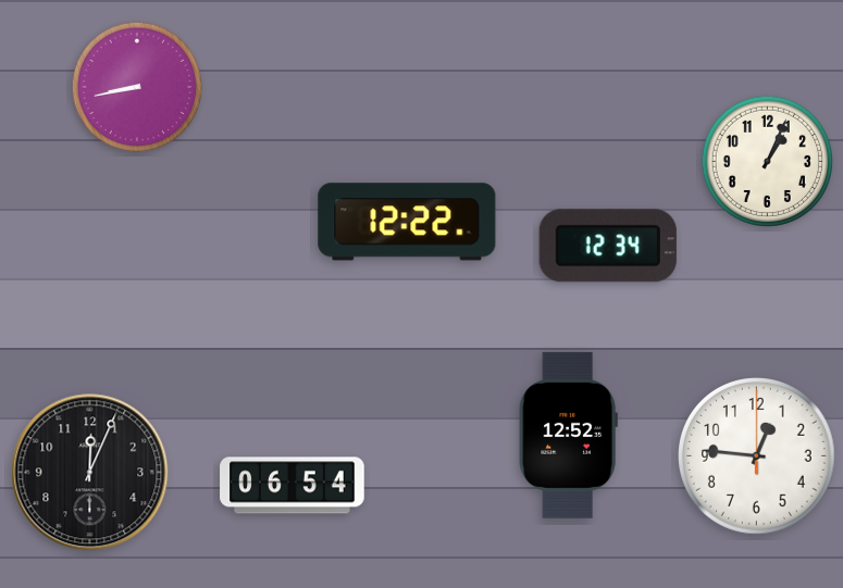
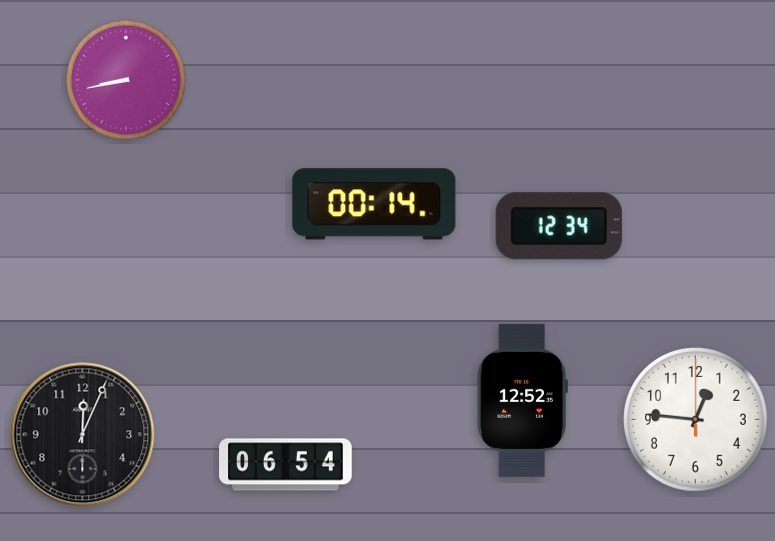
clock at (767, 161): 1:04 -> none
clock at (407, 222): 12:22 -> 00:14
clock at (293, 486) position: (293, 486) -> (286, 465)
